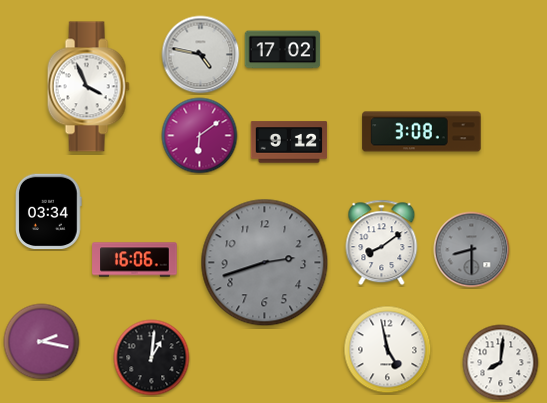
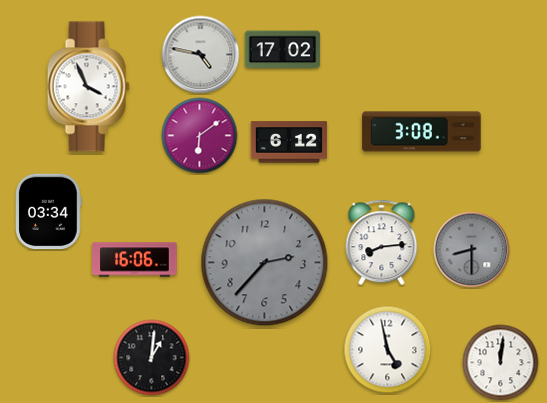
clock at (289, 142): 9:12 -> 6:12
clock at (382, 243): 8:09 -> 8:14
clock at (265, 263): 2:42 -> 2:37
clock at (42, 342): 2:17 -> none
clock at (501, 363): 8:01 -> 12:01
